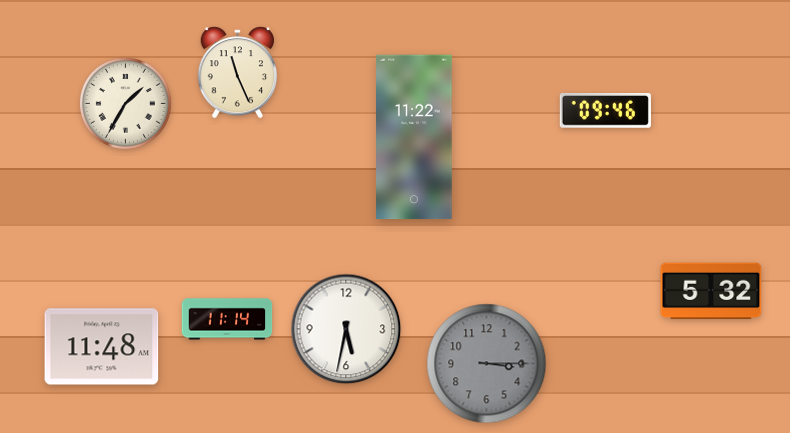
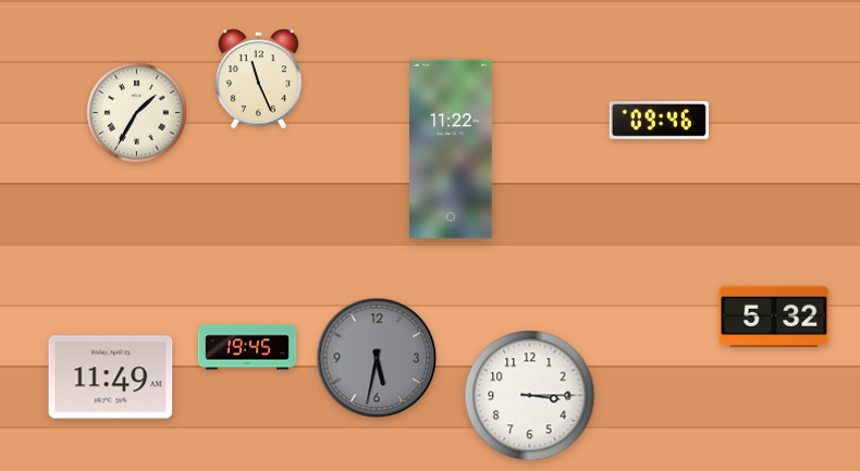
clock at (227, 319): 11:14 -> 19:45
clock at (346, 329) dial: white -> grey
clock at (102, 347): 11:48 -> 11:49
clock at (487, 364) dial: grey -> white
